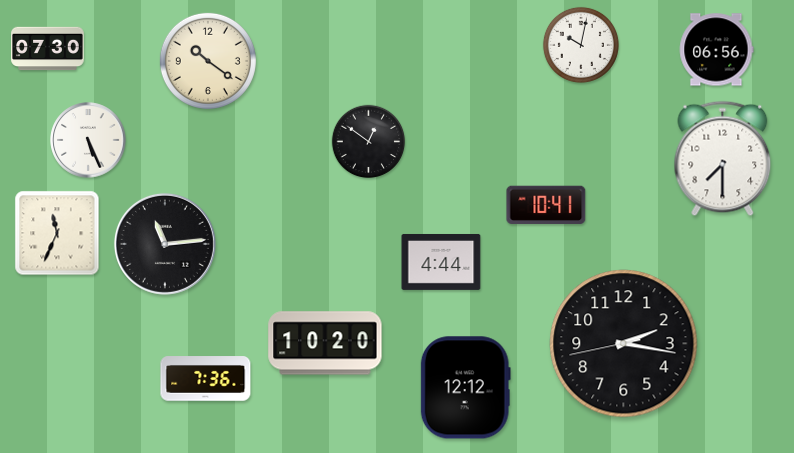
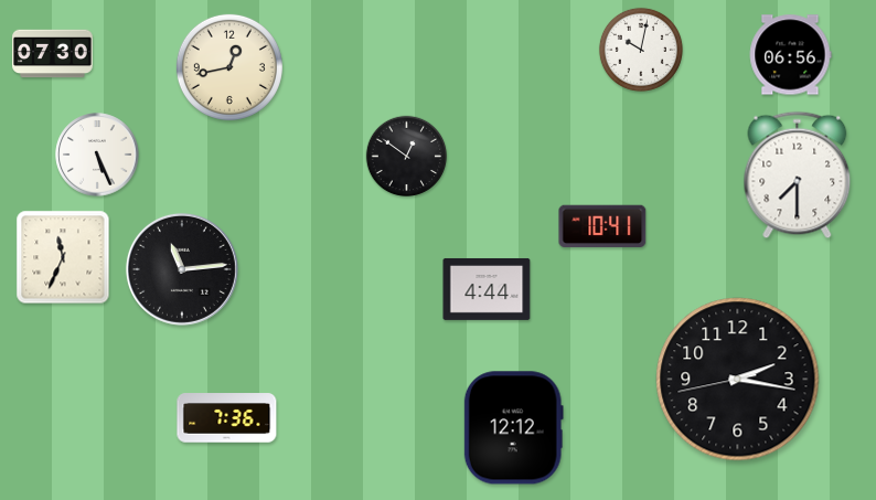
clock at (208, 61): 10:21 -> 12:43
clock at (325, 343): 10:20 -> none
clock at (624, 344) position: (624, 344) -> (738, 380)
